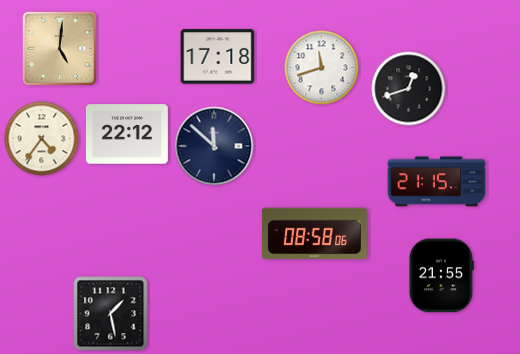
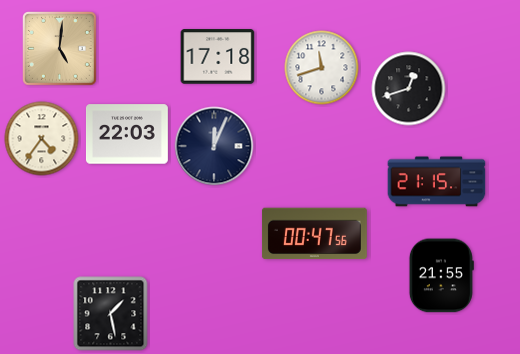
clock at (127, 134): 22:12 -> 22:03
clock at (214, 146): 11:52 -> 12:04
clock at (314, 234): 08:58 -> 00:47
